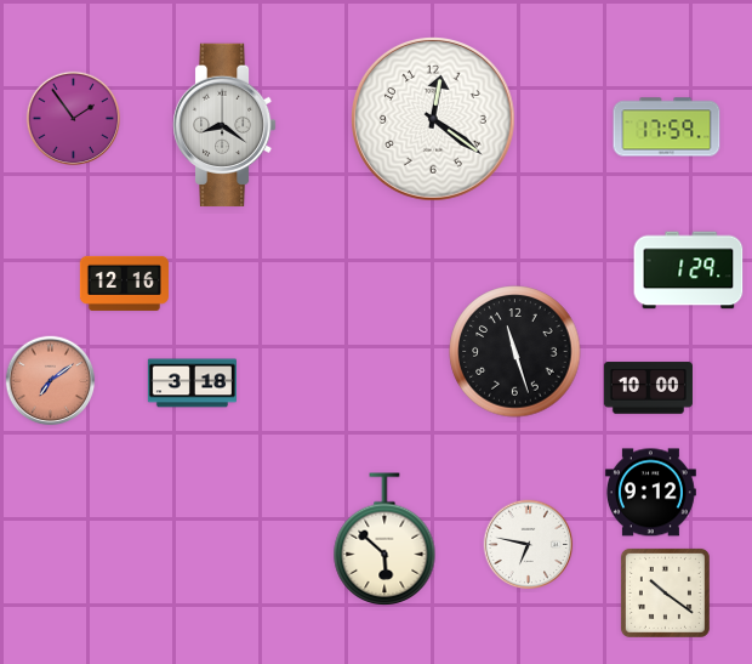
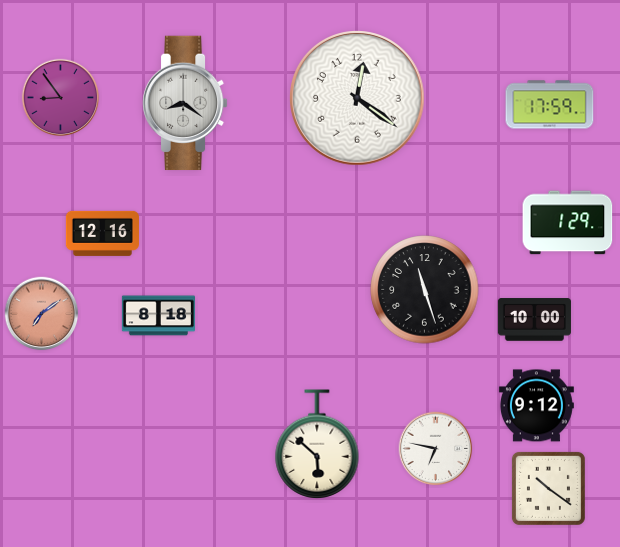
clock at (74, 119): 1:54 -> 8:54
clock at (192, 384): 3:18 -> 8:18
